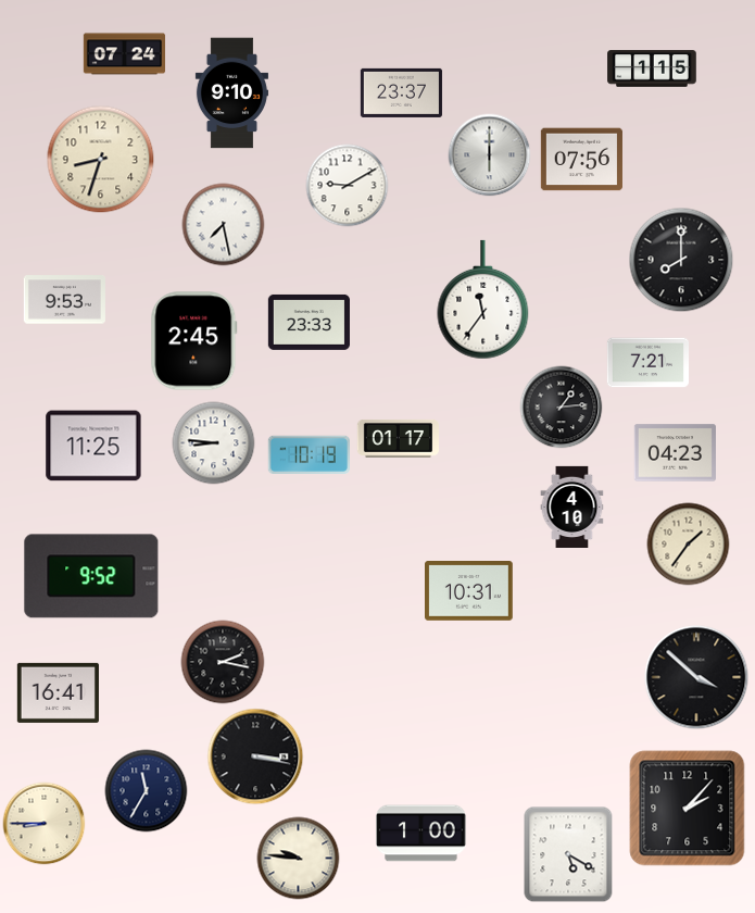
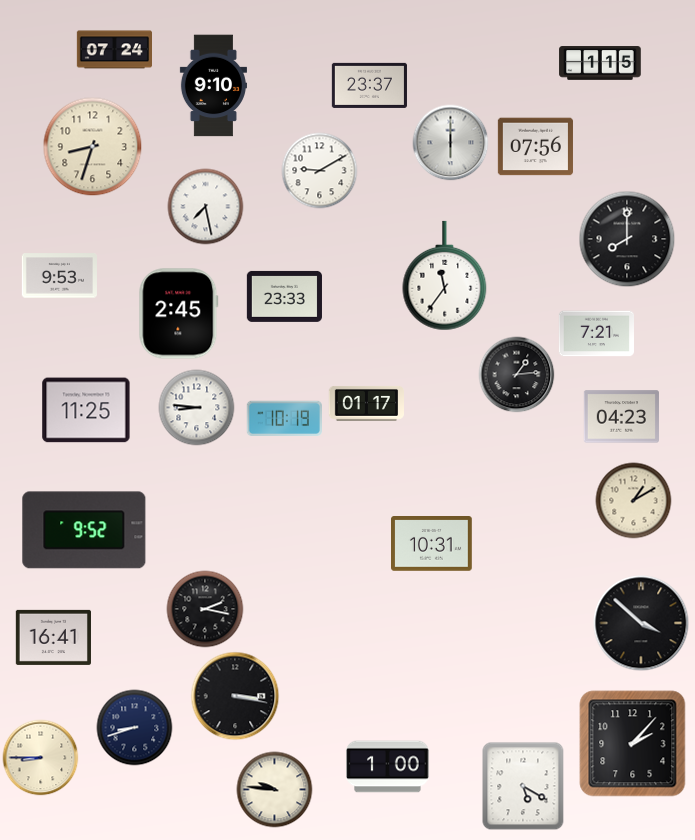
clock at (572, 506): 4:10 -> none
clock at (689, 545): 1:36 -> 1:10
clock at (147, 791): 11:35 -> 8:42
